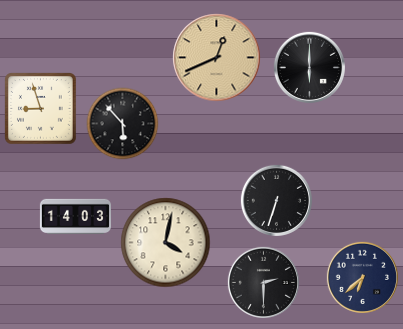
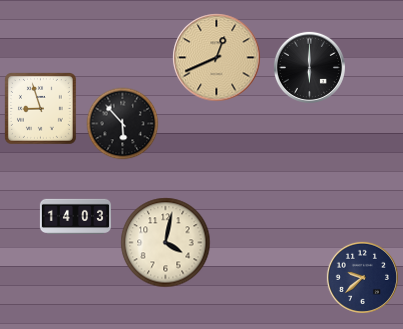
clock at (276, 200): 6:33 -> none
clock at (362, 277): 6:38 -> 9:38
clock at (263, 282): 2:30 -> none
